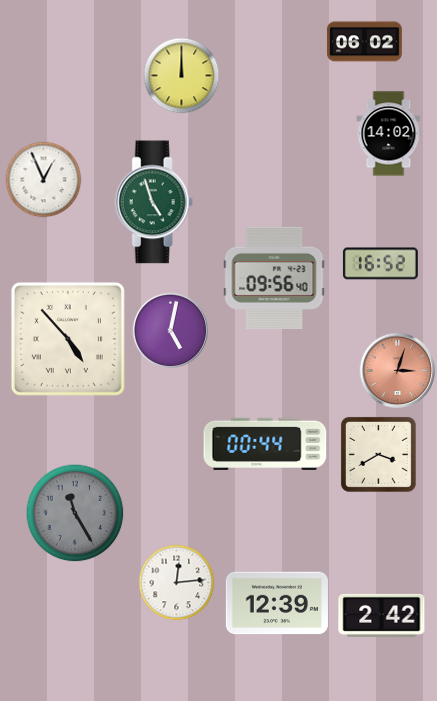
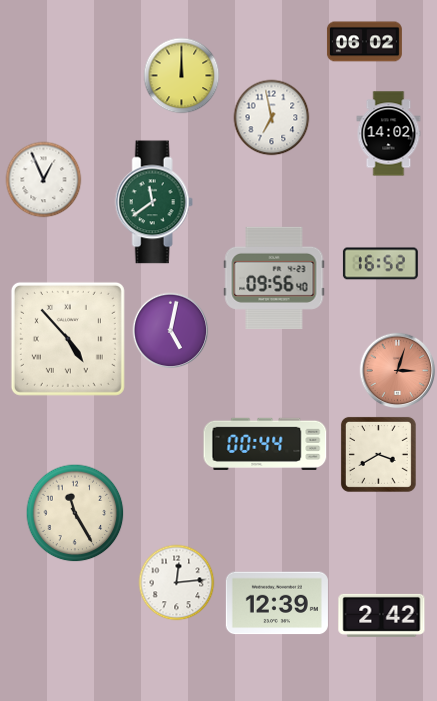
clock at (272, 118): none -> 6:58
clock at (154, 202): 4:57 -> 11:39
clock at (75, 513) dial: grey -> cream
